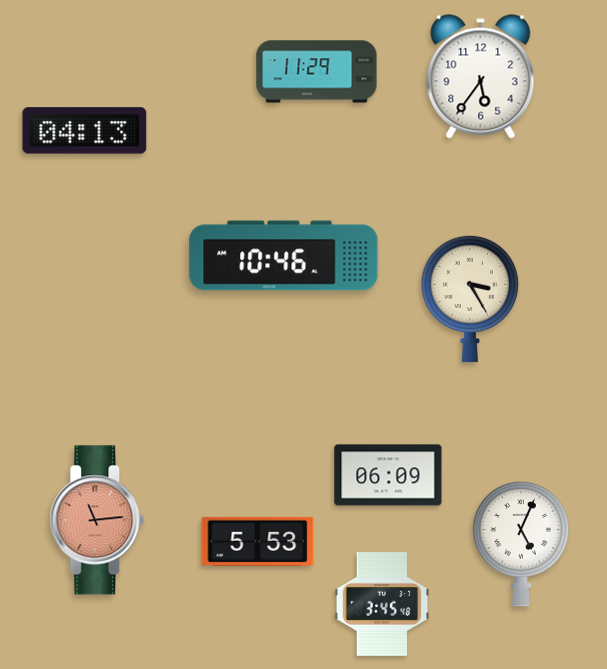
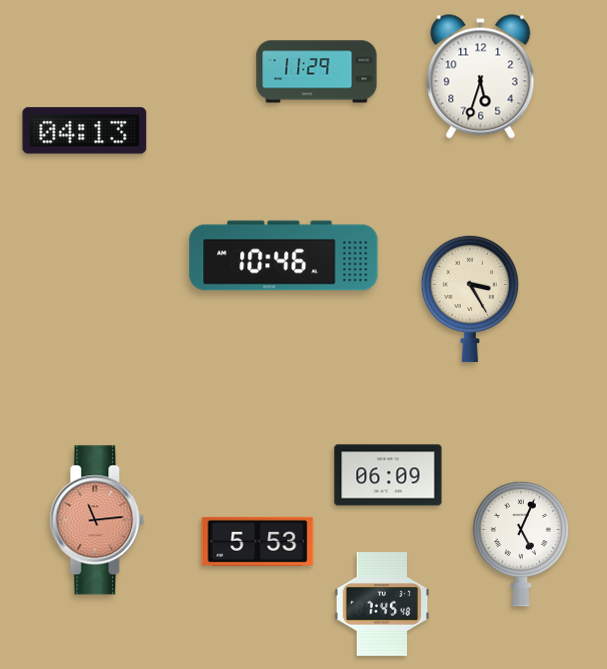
clock at (481, 77): 5:36 -> 5:33
clock at (382, 605): 3:45 -> 7:45
